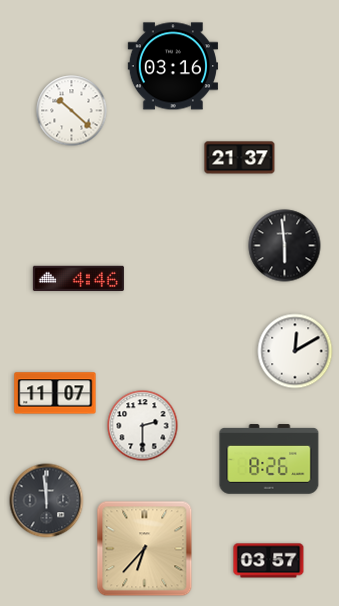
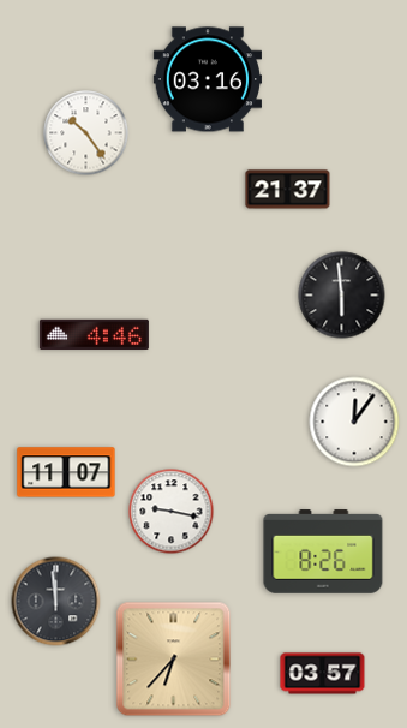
clock at (72, 111): 10:22 -> 10:24
clock at (295, 351): 12:10 -> 12:06
clock at (143, 426): 2:30 -> 9:17
